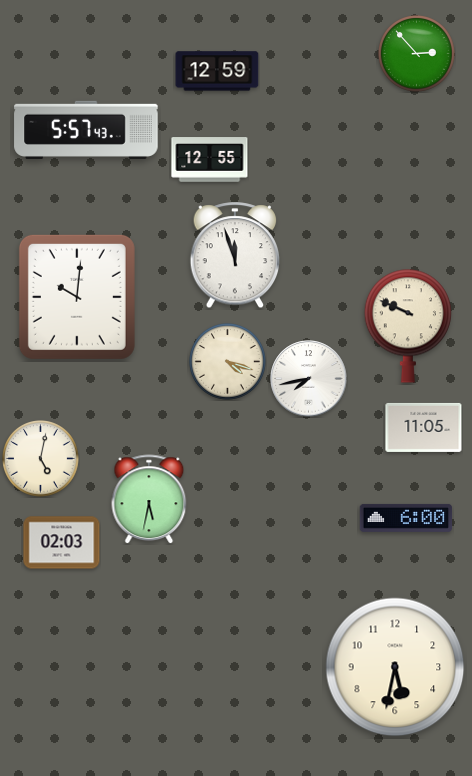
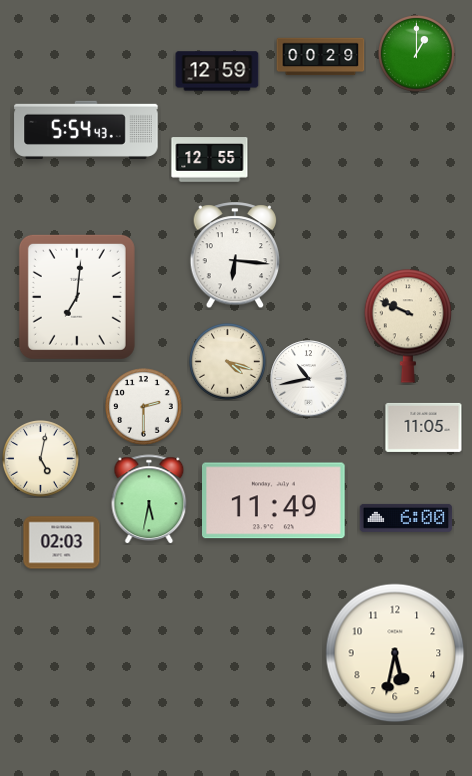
clock at (417, 54): 2:53 -> 1:00
clock at (321, 57): none -> 00:29
clock at (86, 130): 5:57 -> 5:54
clock at (235, 256): 11:57 -> 6:16
clock at (77, 297): 10:01 -> 7:01
clock at (309, 379): 7:43 -> 10:43
clock at (144, 407): none -> 2:30
clock at (274, 501): none -> 11:49
clock at (395, 667) position: (395, 667) -> (395, 653)
